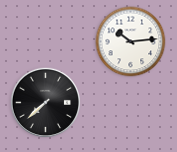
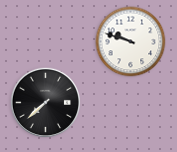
clock at (131, 42): 10:14 -> 9:48
